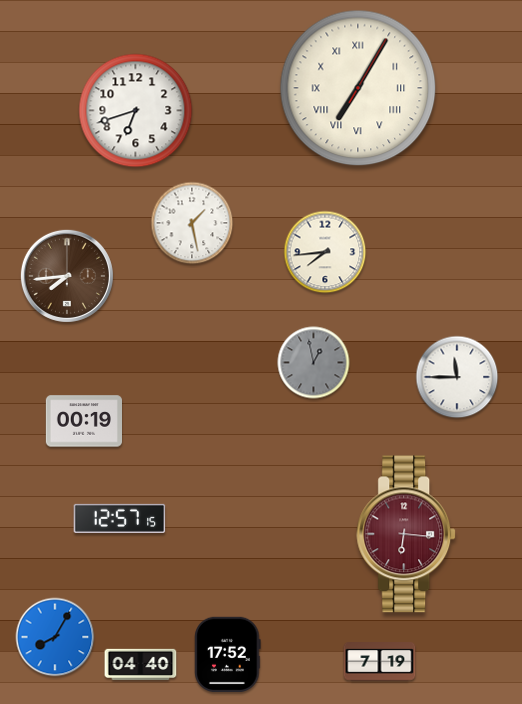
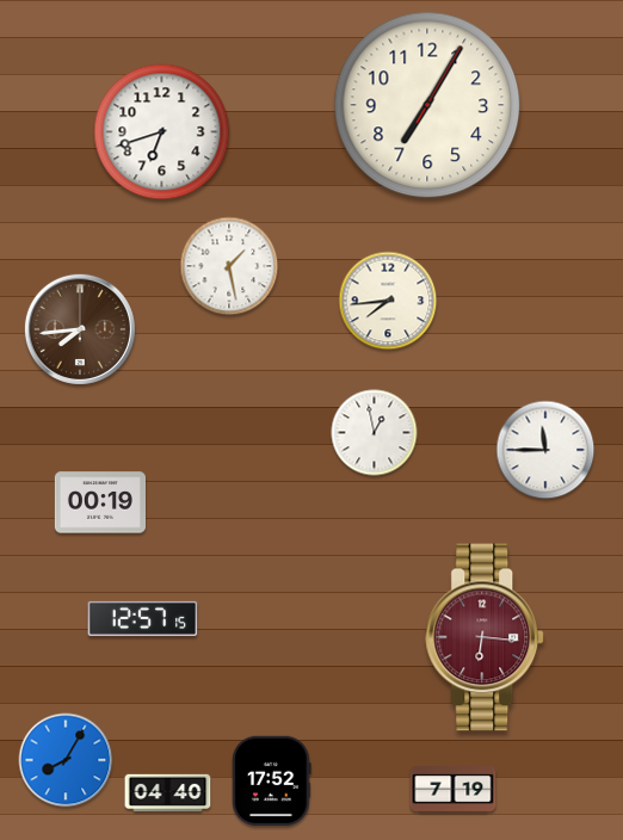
clock at (358, 88) numerals: Roman -> Arabic
clock at (314, 363) dial: grey -> white
